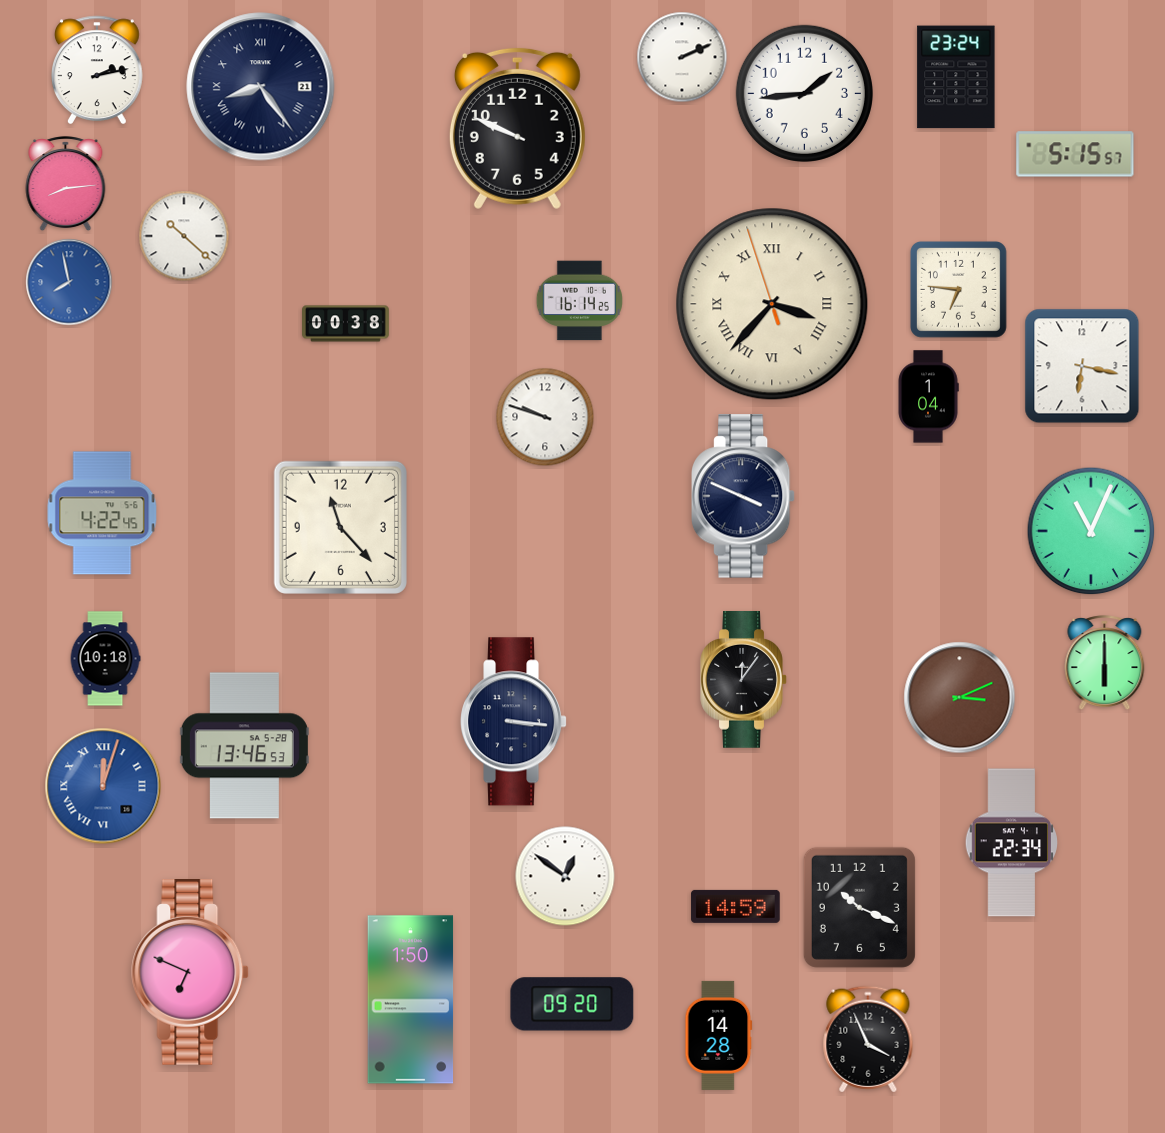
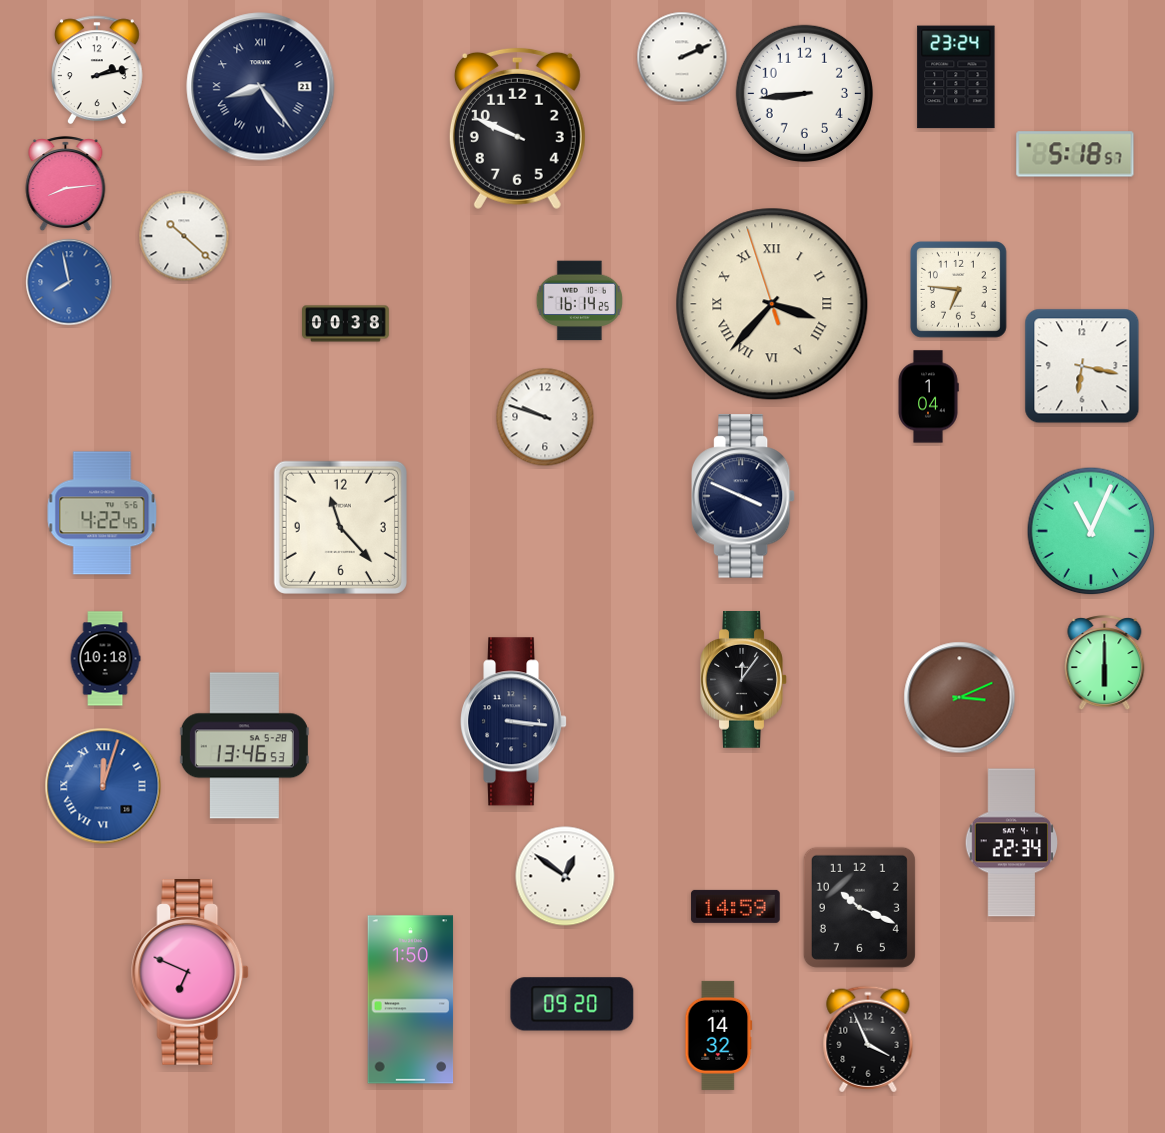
clock at (804, 93): 1:44 -> 8:44
clock at (1075, 154): 5:15 -> 5:18
clock at (719, 1035): 14:28 -> 14:32
